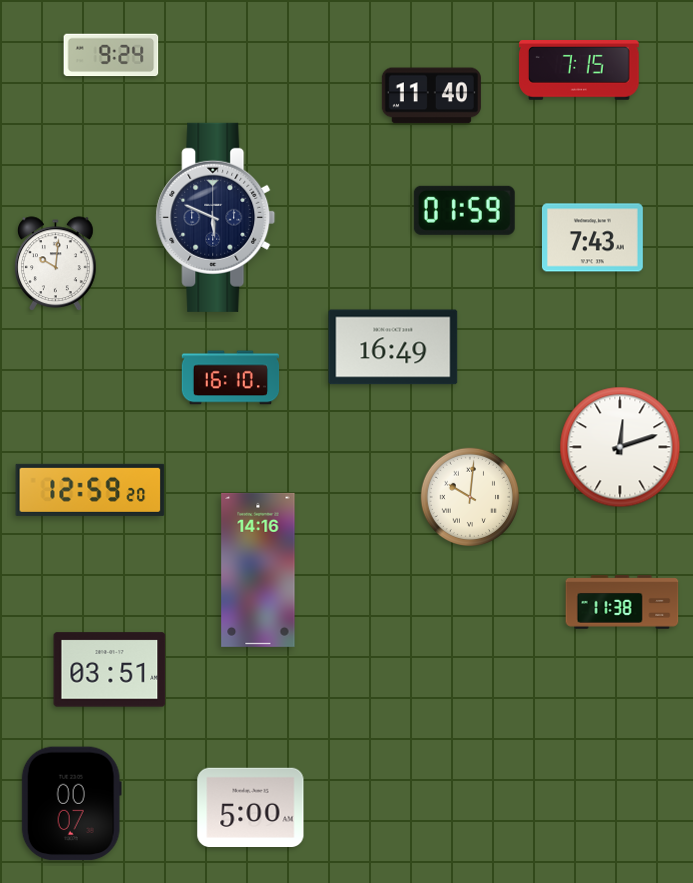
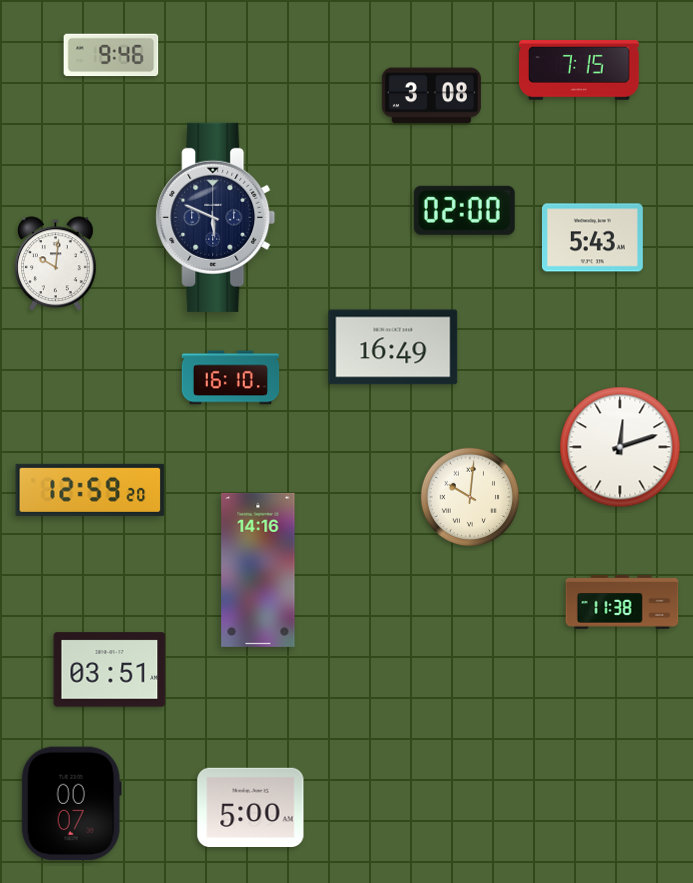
clock at (111, 55): 9:24 -> 9:46
clock at (431, 96): 11:40 -> 3:08
clock at (464, 210): 01:59 -> 02:00
clock at (592, 238): 7:43 -> 5:43
